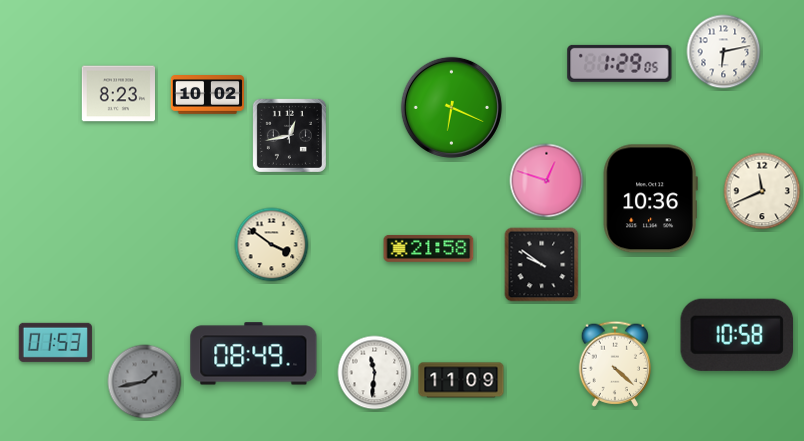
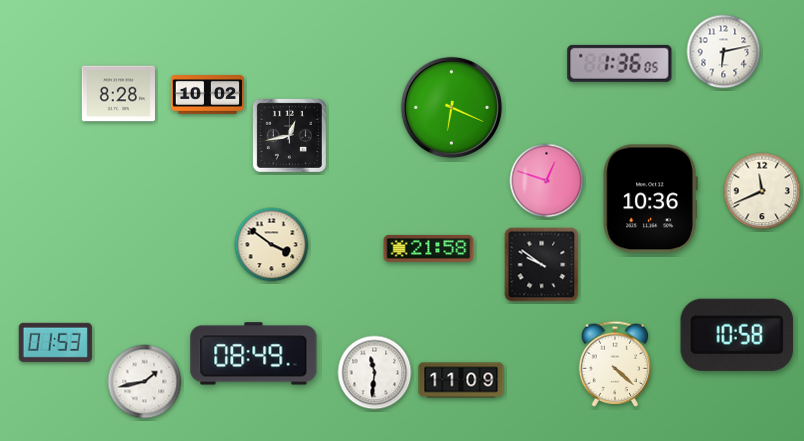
clock at (620, 63): 1:29 -> 1:36
clock at (118, 94): 8:23 -> 8:28
clock at (145, 382) dial: grey -> white
